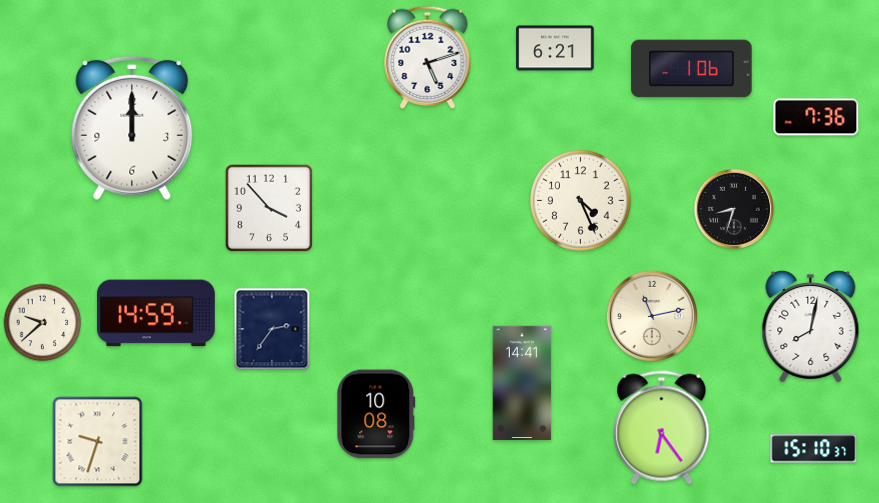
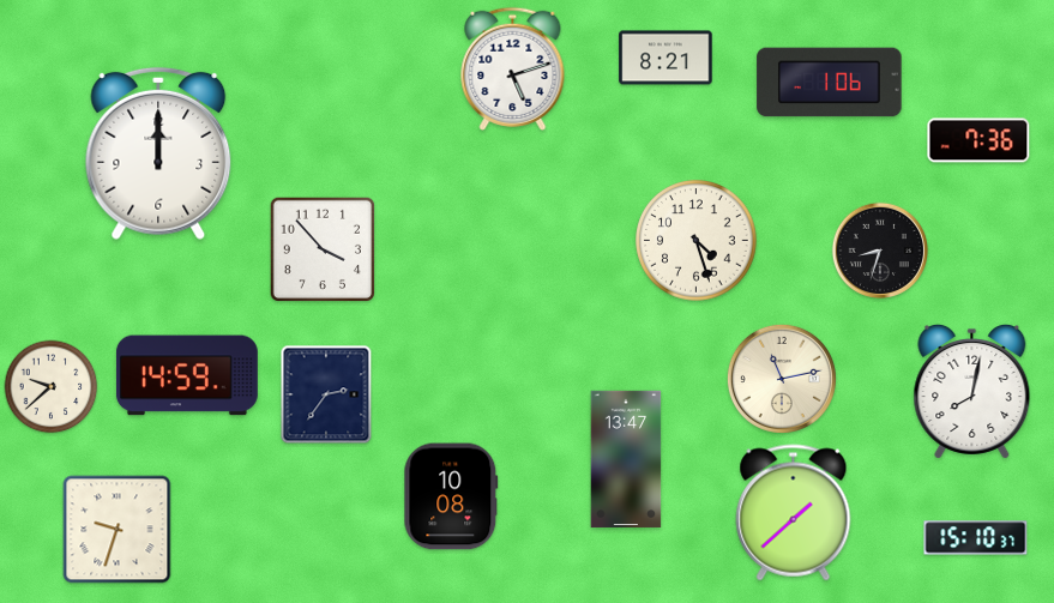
clock at (555, 48): 6:21 -> 8:21
clock at (581, 201): 4:26 -> 4:27
clock at (522, 382): 14:41 -> 13:47
clock at (662, 428): 6:24 -> 1:38
